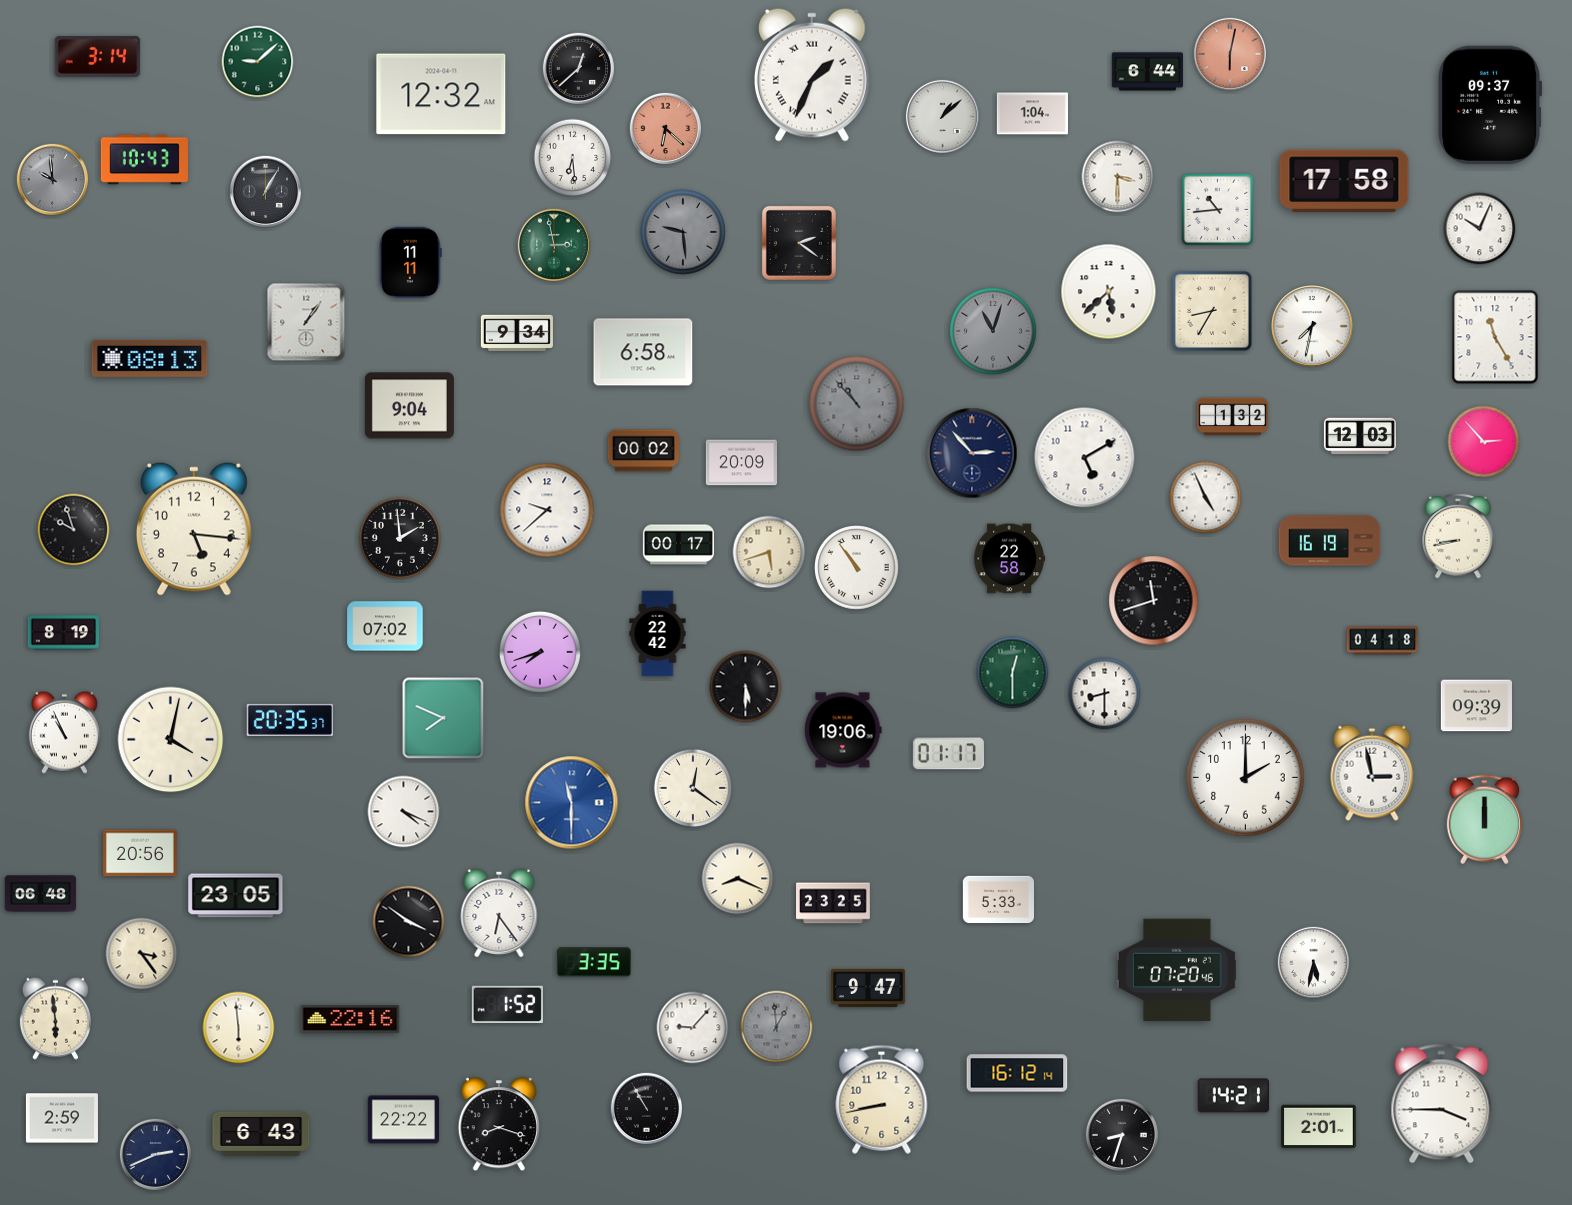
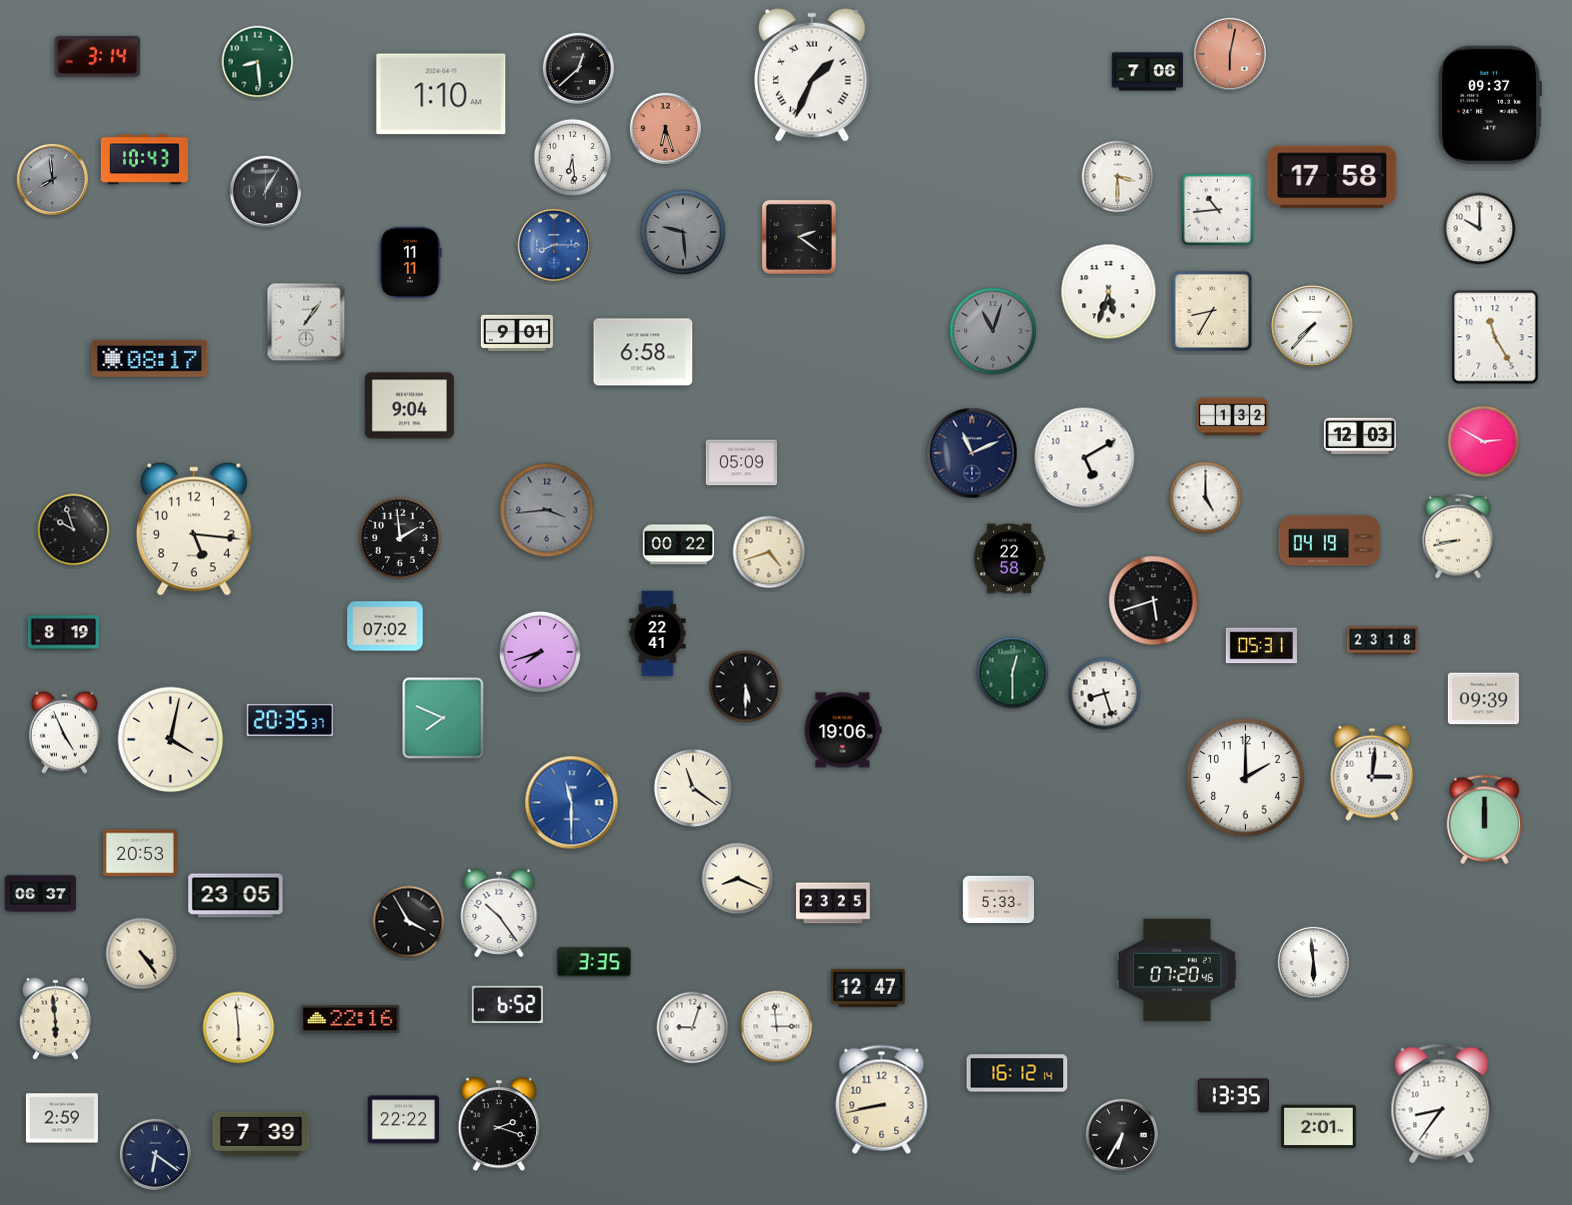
clock at (258, 62): 9:08 -> 8:29
clock at (1147, 72): 6:44 -> 7:06
clock at (441, 94): 12:32 -> 1:10
clock at (1032, 114): 1:04 -> none
clock at (942, 116): 1:08 -> none
clock at (665, 128): 6:22 -> 6:27
clock at (52, 179): 9:59 -> 7:59
clock at (1344, 181) position: (1344, 181) -> (1332, 177)
clock at (1480, 229): 10:04 -> 10:00
clock at (799, 243) position: (799, 243) -> (799, 237)
clock at (553, 244): 2:58 -> 8:15
clock at (553, 244) dial: green -> blue
clock at (1109, 292): 5:38 -> 5:33
clock at (1313, 327): 7:32 -> 7:37
clock at (517, 333): 9:34 -> 9:01
clock at (150, 358): 08:13 -> 08:17
clock at (857, 404): 10:53 -> none
clock at (1484, 442): 2:53 -> 2:50
clock at (644, 451): 00:02 -> none
clock at (972, 453): 2:53 -> 11:11
clock at (741, 463): 20:09 -> 05:09
clock at (1206, 498): 4:56 -> 5:00
clock at (547, 510): 9:38 -> 3:44
clock at (547, 510) dial: white -> grey
clock at (1330, 541): 16:19 -> 04:19
clock at (678, 545): 00:17 -> 00:22
clock at (769, 552): 5:42 -> 4:42
clock at (857, 568): 10:54 -> none
clock at (1154, 601): 11:42 -> 5:42
clock at (658, 634): 22:42 -> 22:41
clock at (1382, 641): 04:18 -> 23:18
clock at (1261, 646): none -> 05:31
clock at (1105, 694): 8:30 -> 8:27
clock at (1476, 706) position: (1476, 706) -> (1483, 699)
clock at (64, 732): 10:56 -> 4:56
clock at (948, 754): 01:17 -> none
clock at (1372, 773): 2:58 -> 3:01
clock at (693, 788): 12:21 -> 11:21
clock at (404, 812): 4:19 -> none
clock at (141, 853): 20:56 -> 20:53
clock at (41, 894): 06:48 -> 06:37
clock at (499, 913): 6:24 -> 10:24
clock at (409, 922): 3:51 -> 3:55
clock at (142, 954): 3:24 -> 4:24
clock at (1313, 962): 5:32 -> 5:59
clock at (869, 988): 9:47 -> 12:47
clock at (507, 1005): 1:52 -> 6:52
clock at (777, 1027): 12:59 -> 2:59
clock at (777, 1027) dial: grey -> white
clock at (693, 1028): 9:07 -> 9:03
clock at (1233, 1096): 14:21 -> 13:35
clock at (1442, 1104): 3:45 -> 8:36
clock at (646, 1108): 10:55 -> none
clock at (499, 1125): 8:18 -> 2:18
clock at (261, 1134): 6:43 -> 7:39
clock at (1121, 1134): 8:33 -> 6:35
clock at (155, 1154): 2:41 -> 6:21
